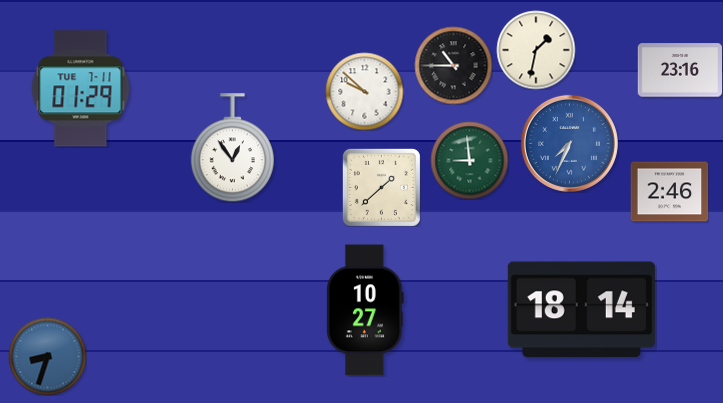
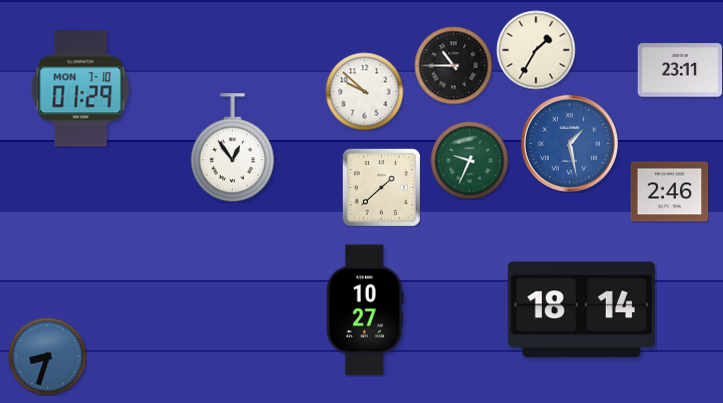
clock at (536, 50): 1:32 -> 1:35
clock at (679, 70): 23:16 -> 23:11
clock at (81, 89) date: TUE 7-11 -> MON 7-10
clock at (569, 143): 7:34 -> 1:28
clock at (469, 160): 8:59 -> 9:34
